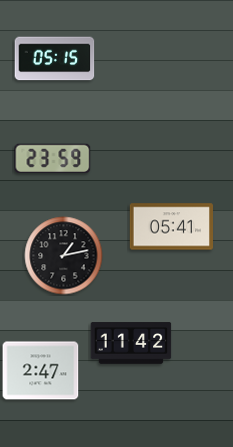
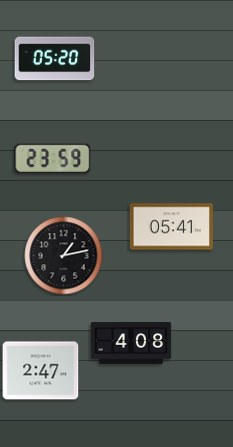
clock at (55, 59): 05:15 -> 05:20
clock at (131, 343): 11:42 -> 4:08
